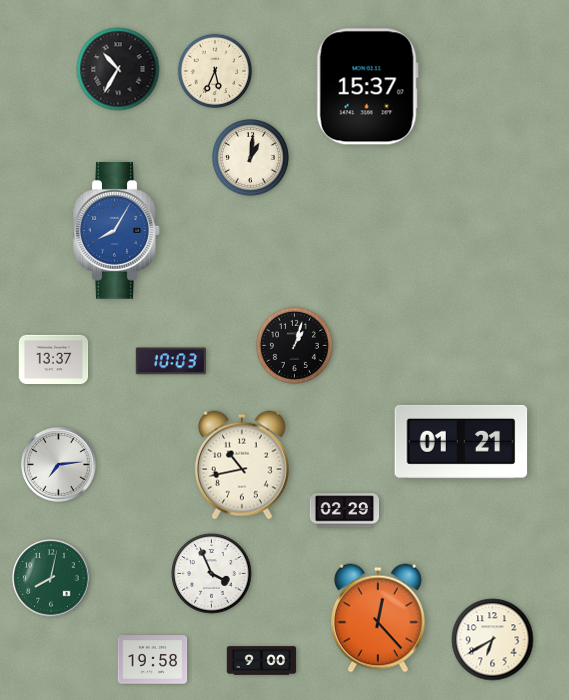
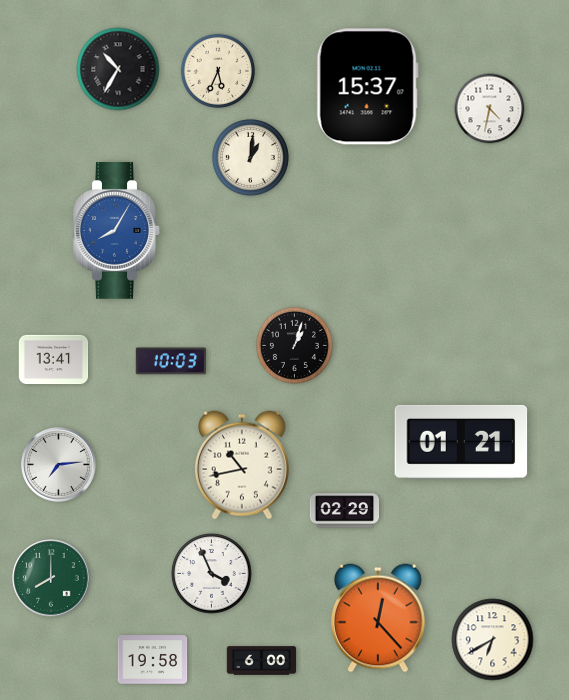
clock at (214, 70) position: (214, 70) -> (217, 70)
clock at (490, 109): none -> 4:32
clock at (54, 360): 13:37 -> 13:41
clock at (51, 578): 8:02 -> 8:00
clock at (262, 661): 9:00 -> 6:00
